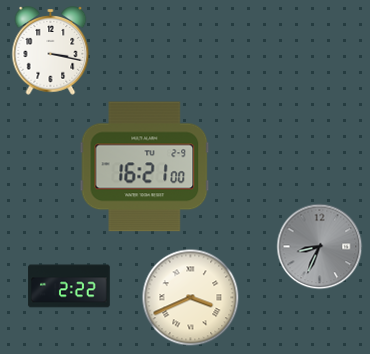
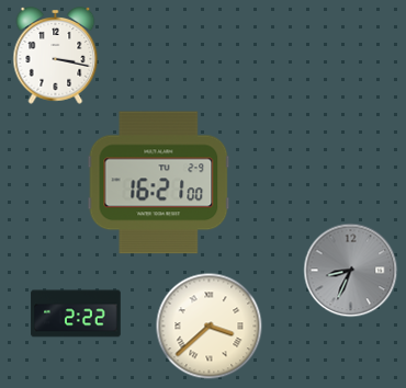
clock at (191, 298): 3:41 -> 3:38
